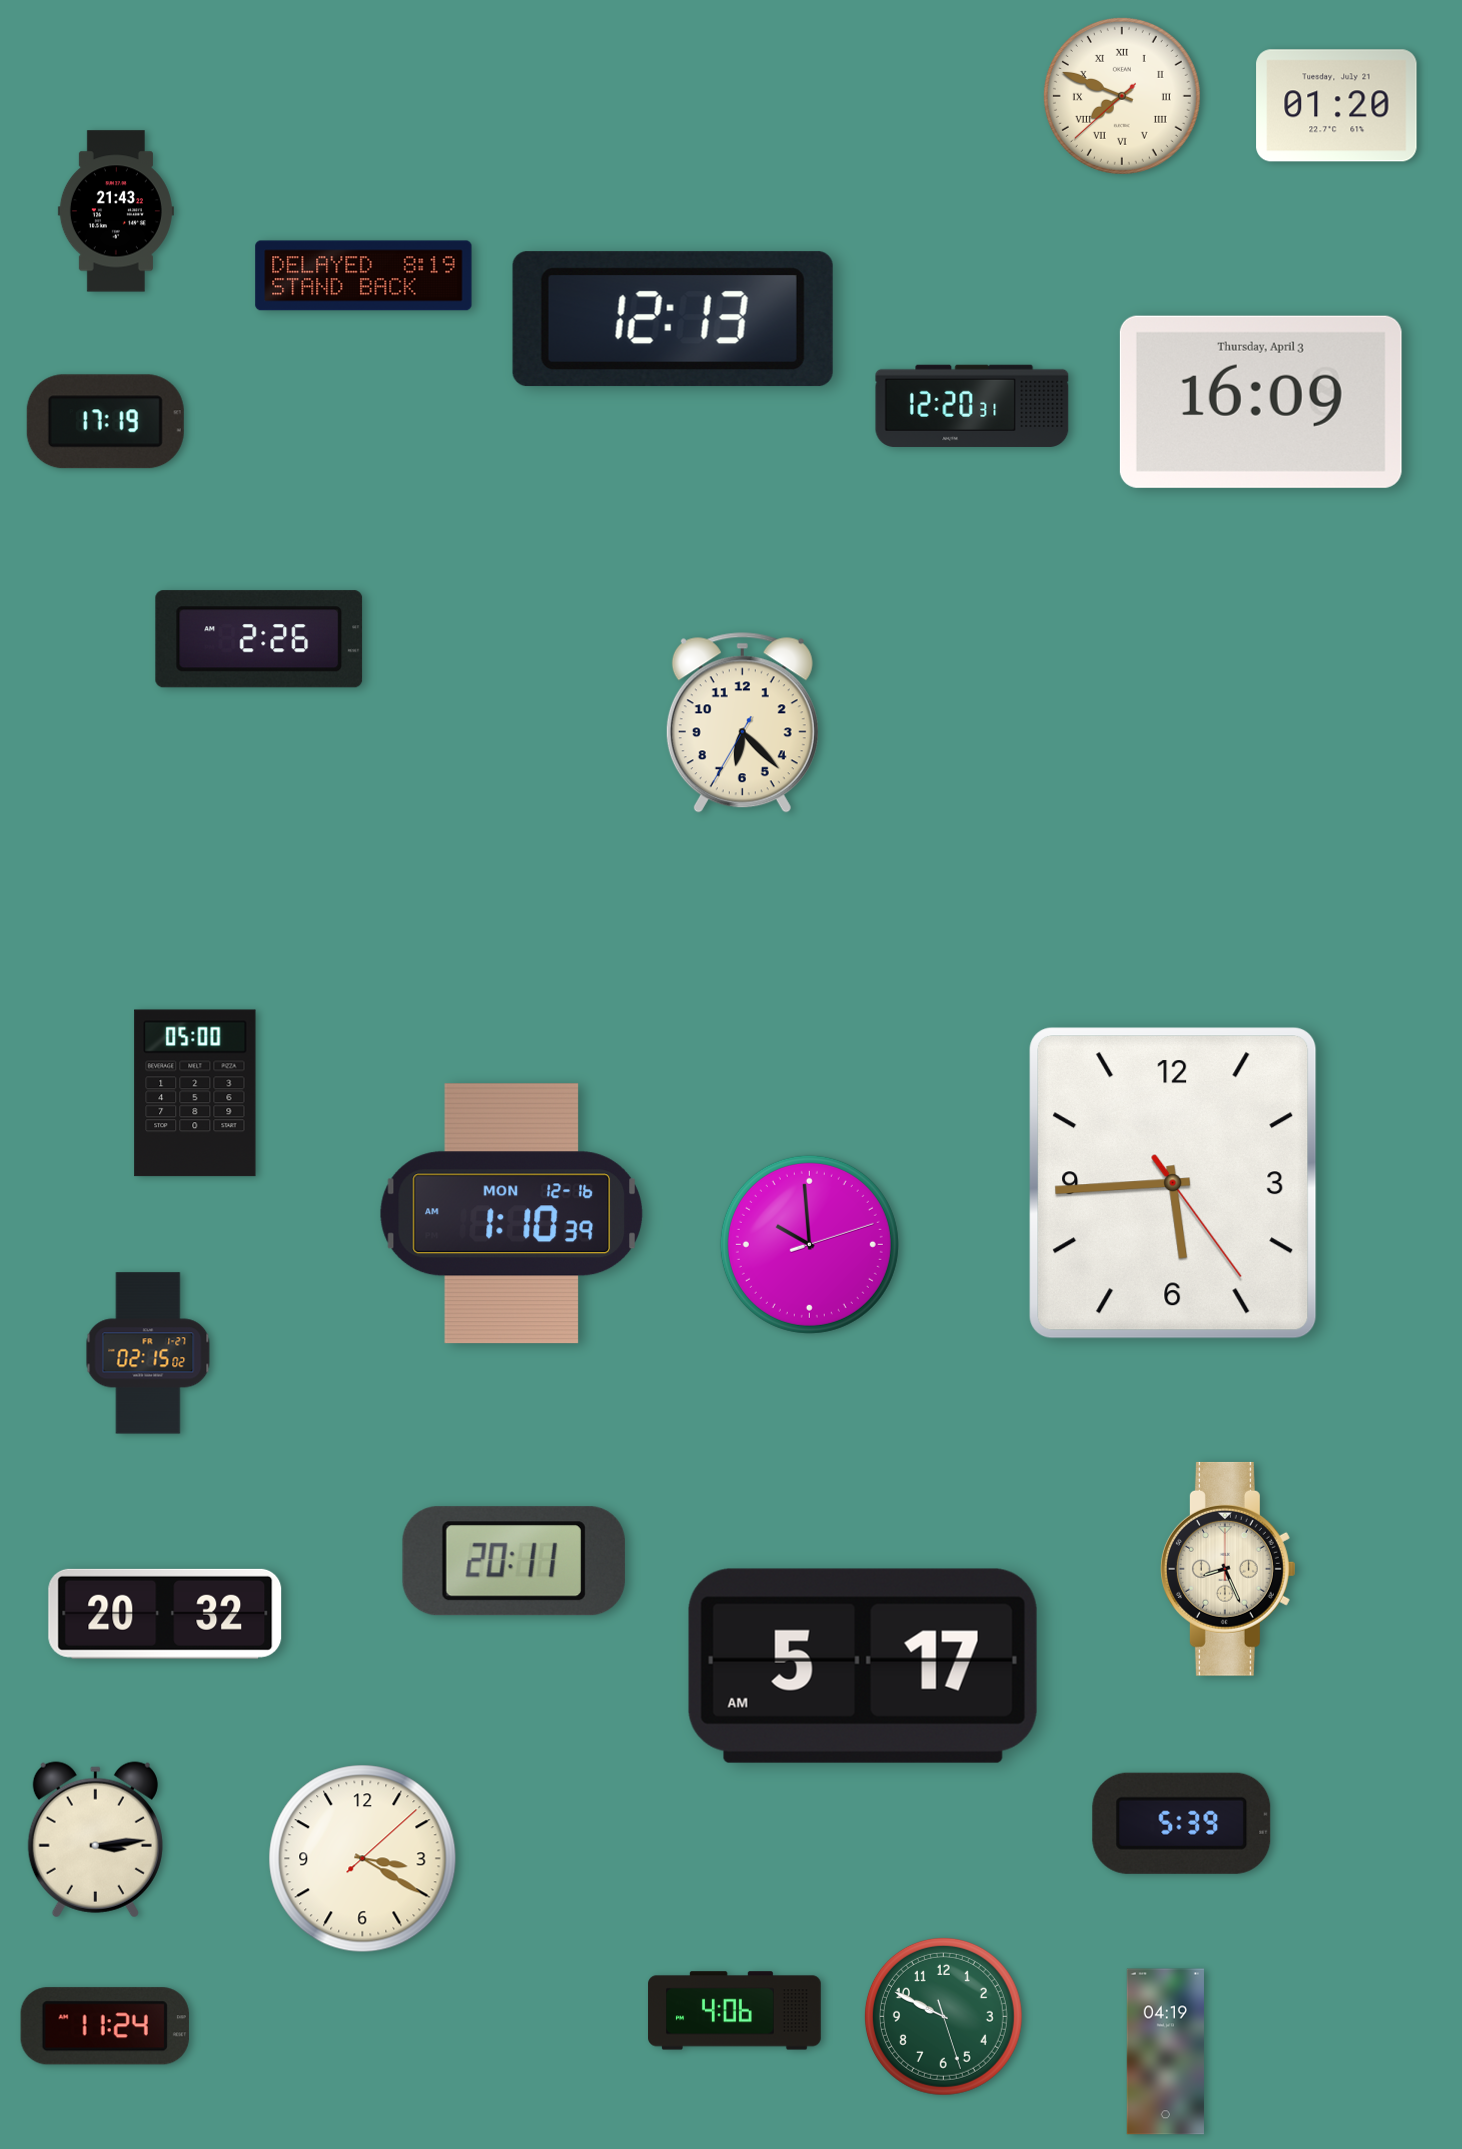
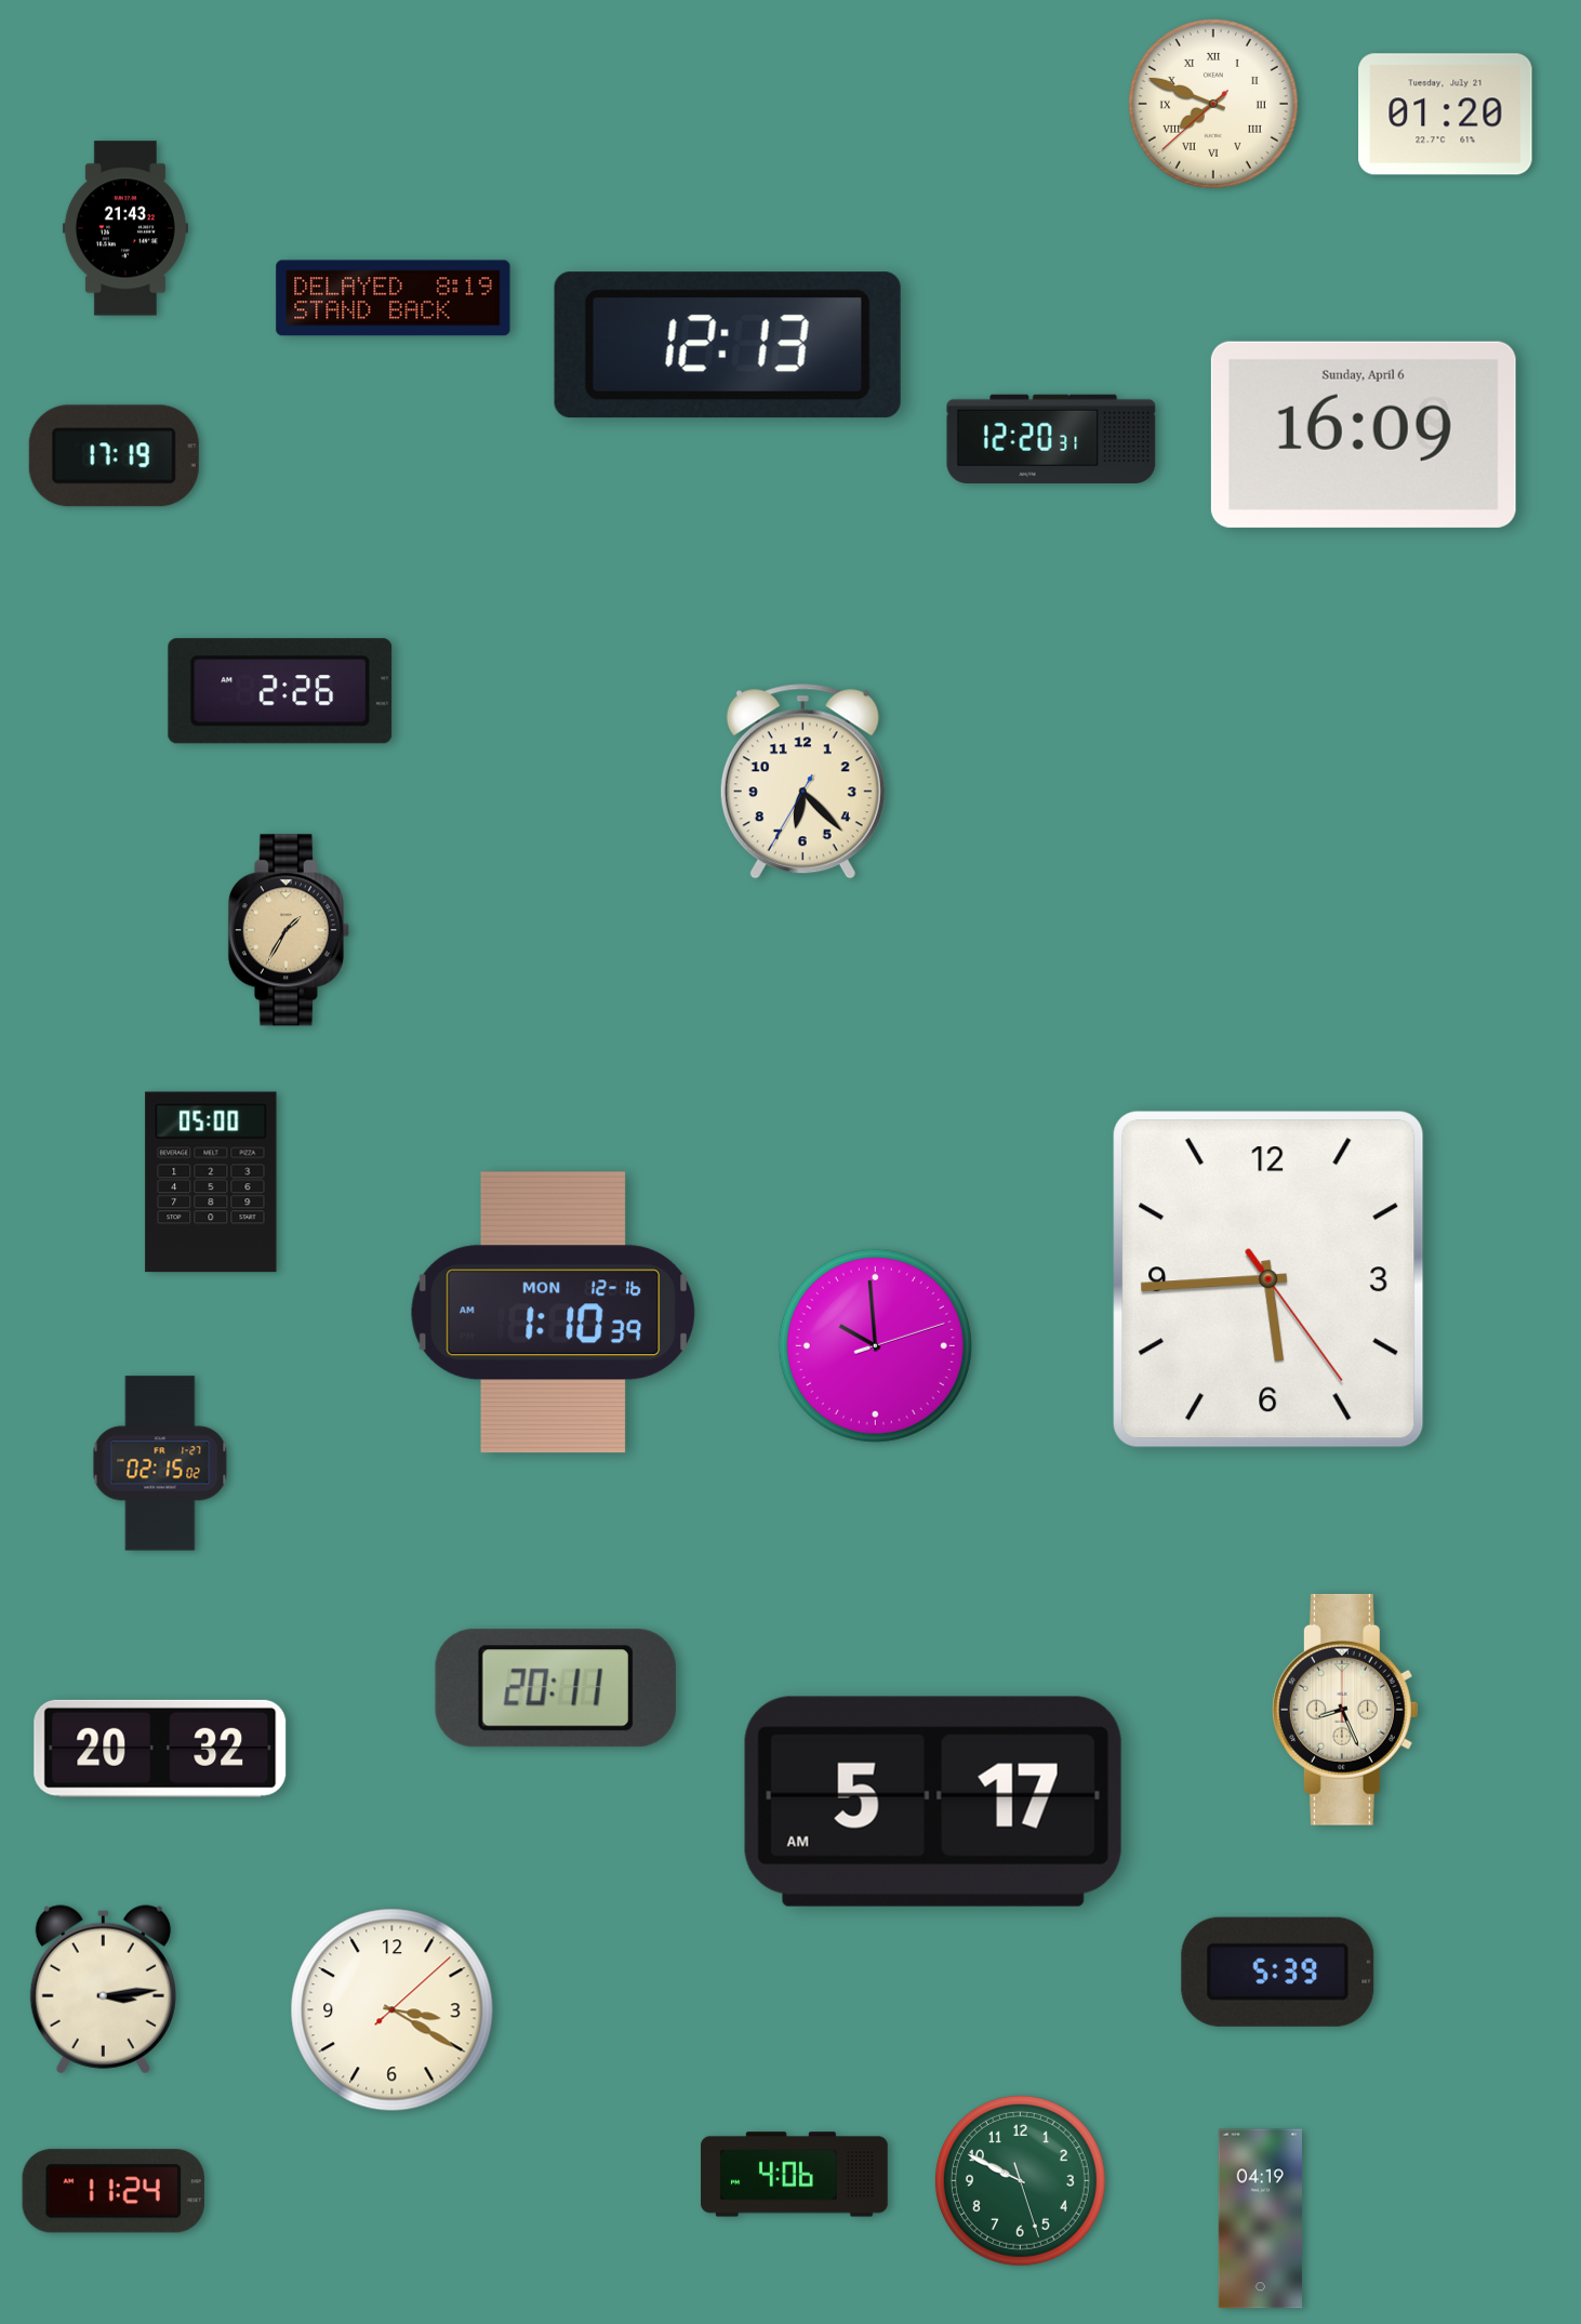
clock at (1261, 402) date: Thursday, April 3 -> Sunday, April 6
clock at (289, 930): none -> 1:35
clock at (1228, 1569) position: (1228, 1569) -> (1345, 1710)
clock at (165, 1614) position: (165, 1614) -> (160, 1749)
